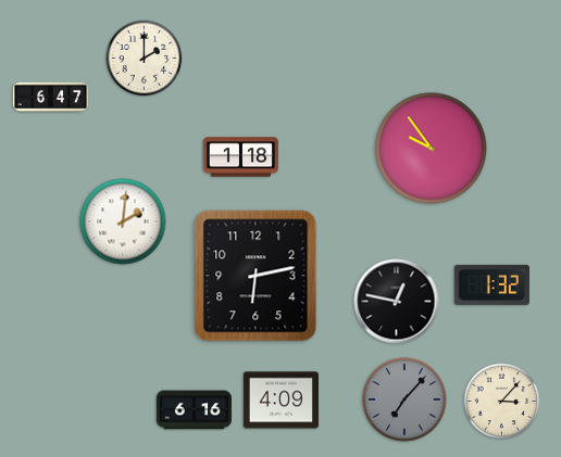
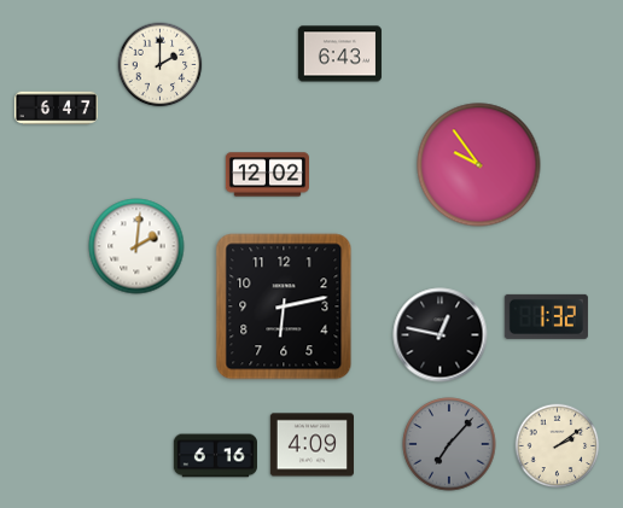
clock at (339, 54): none -> 6:43
clock at (240, 157): 1:18 -> 12:02
clock at (502, 402): 3:07 -> 2:09
